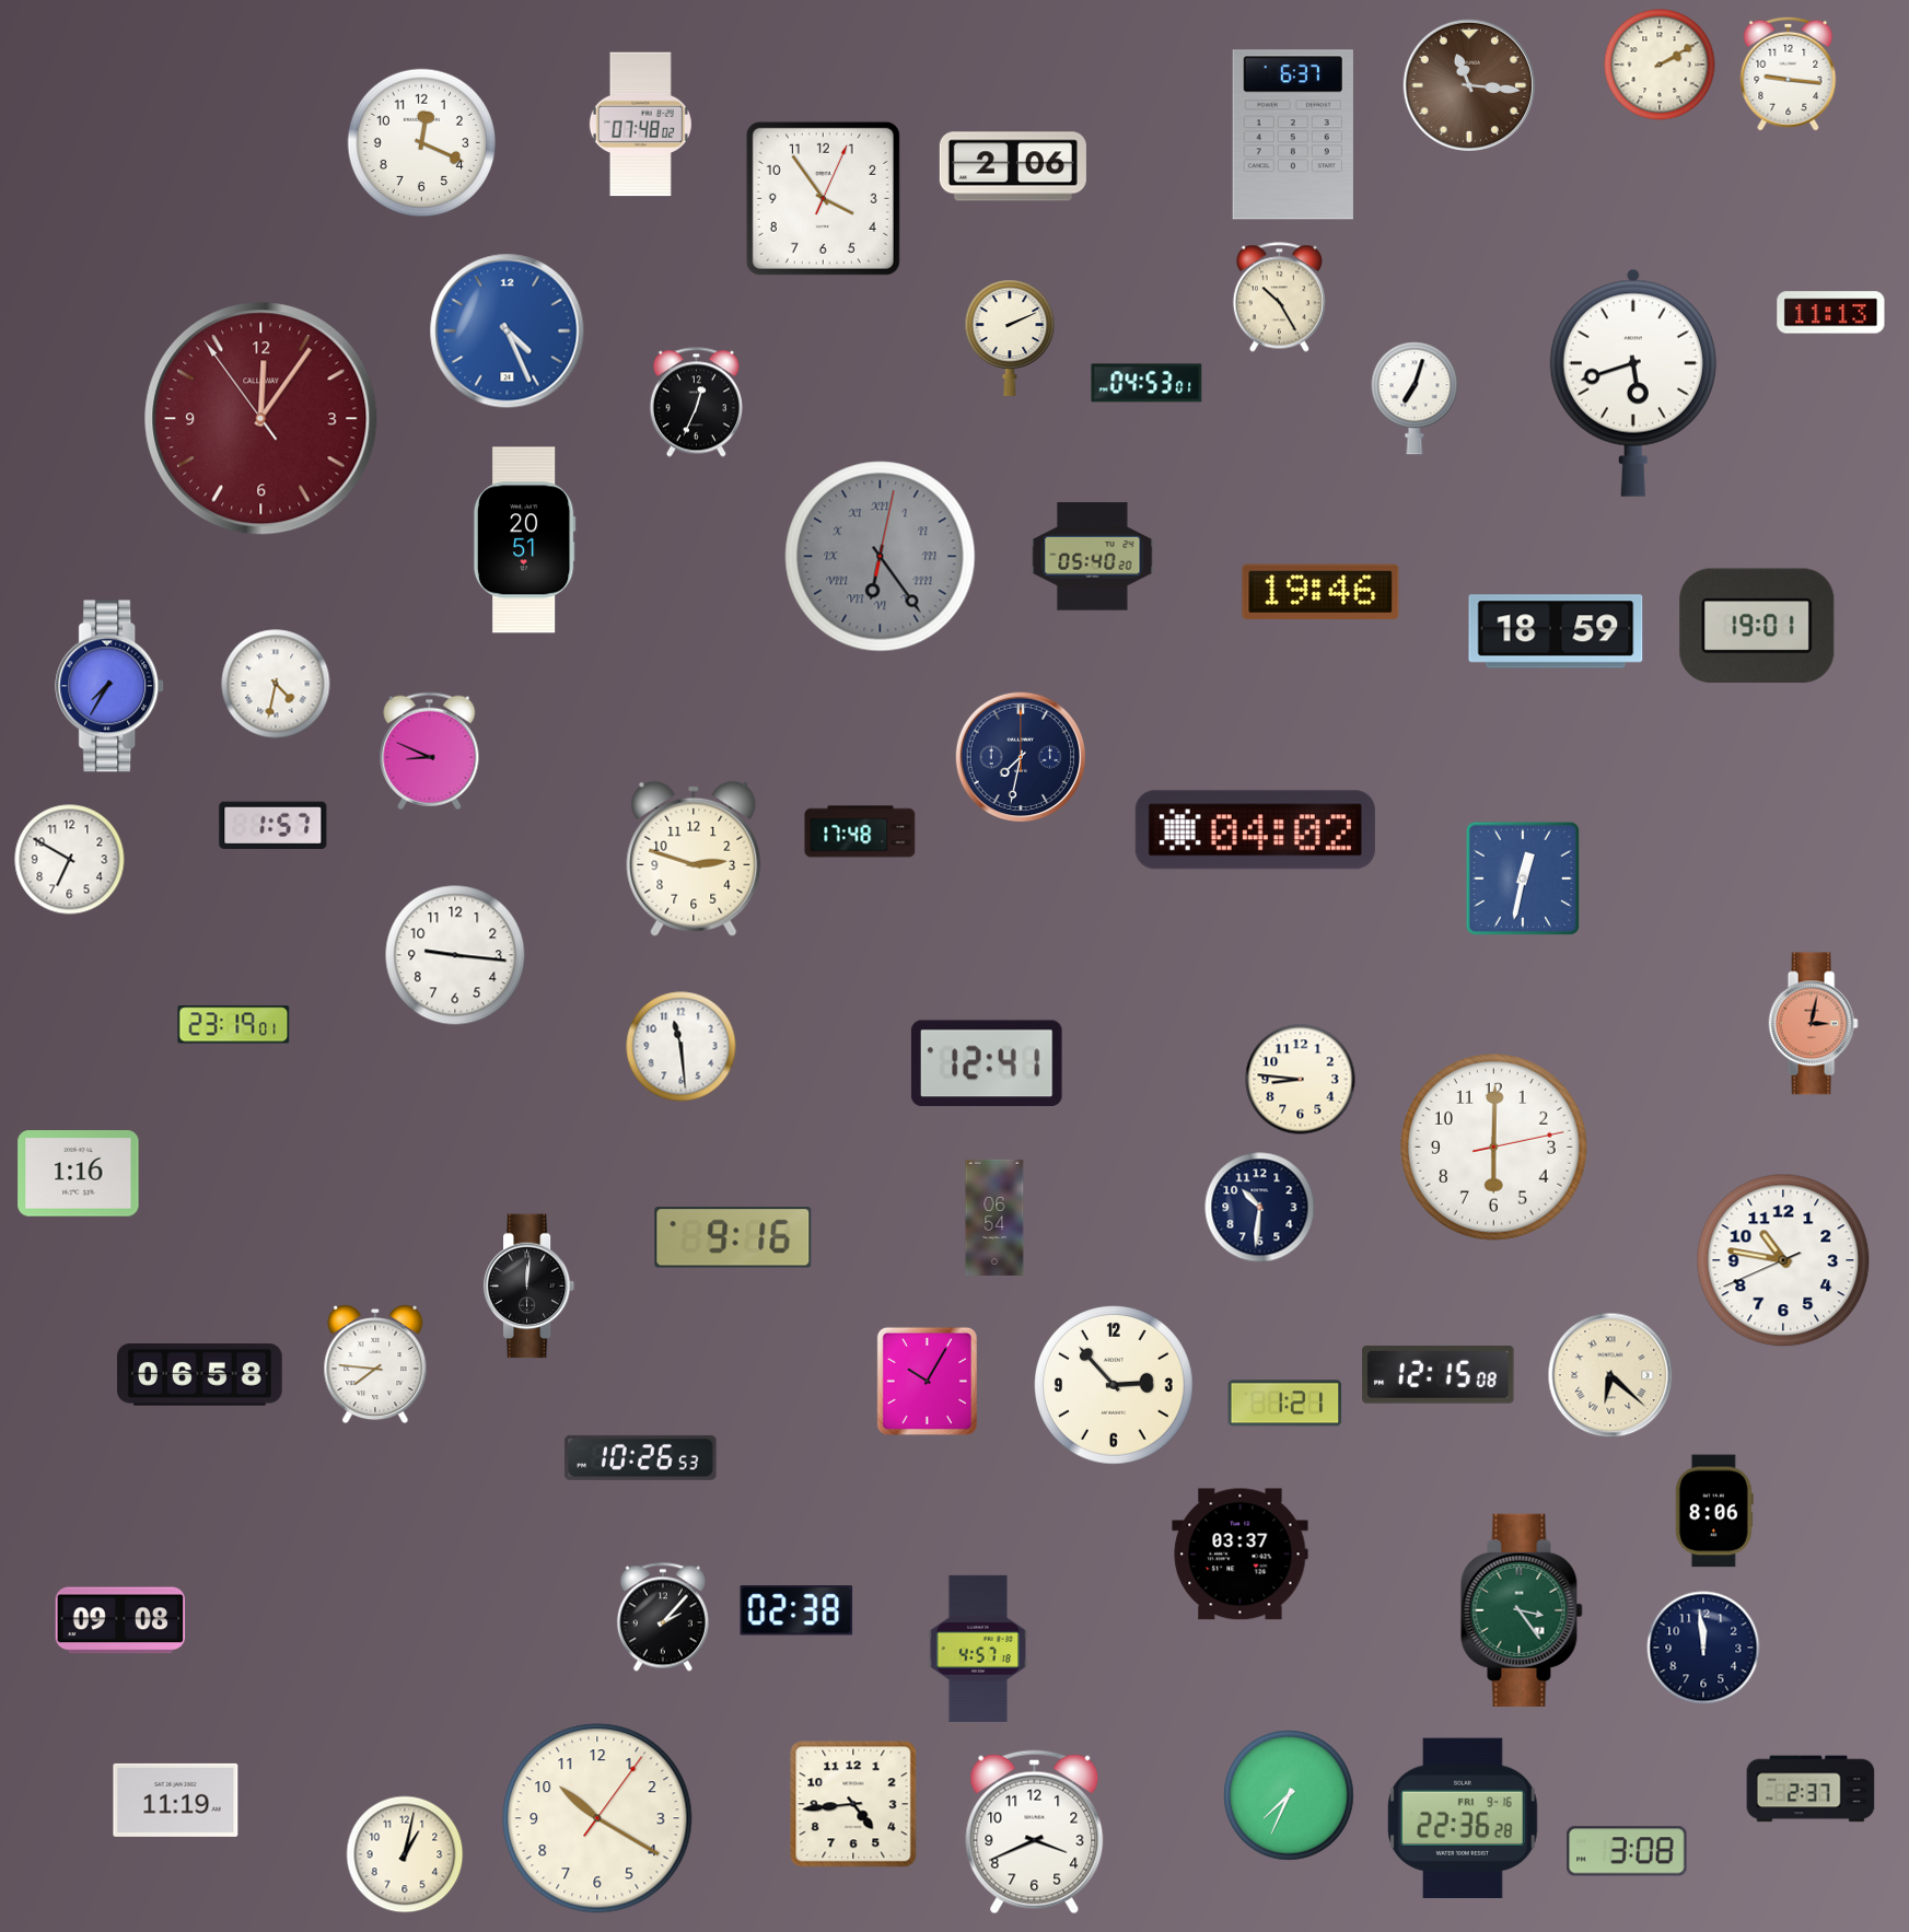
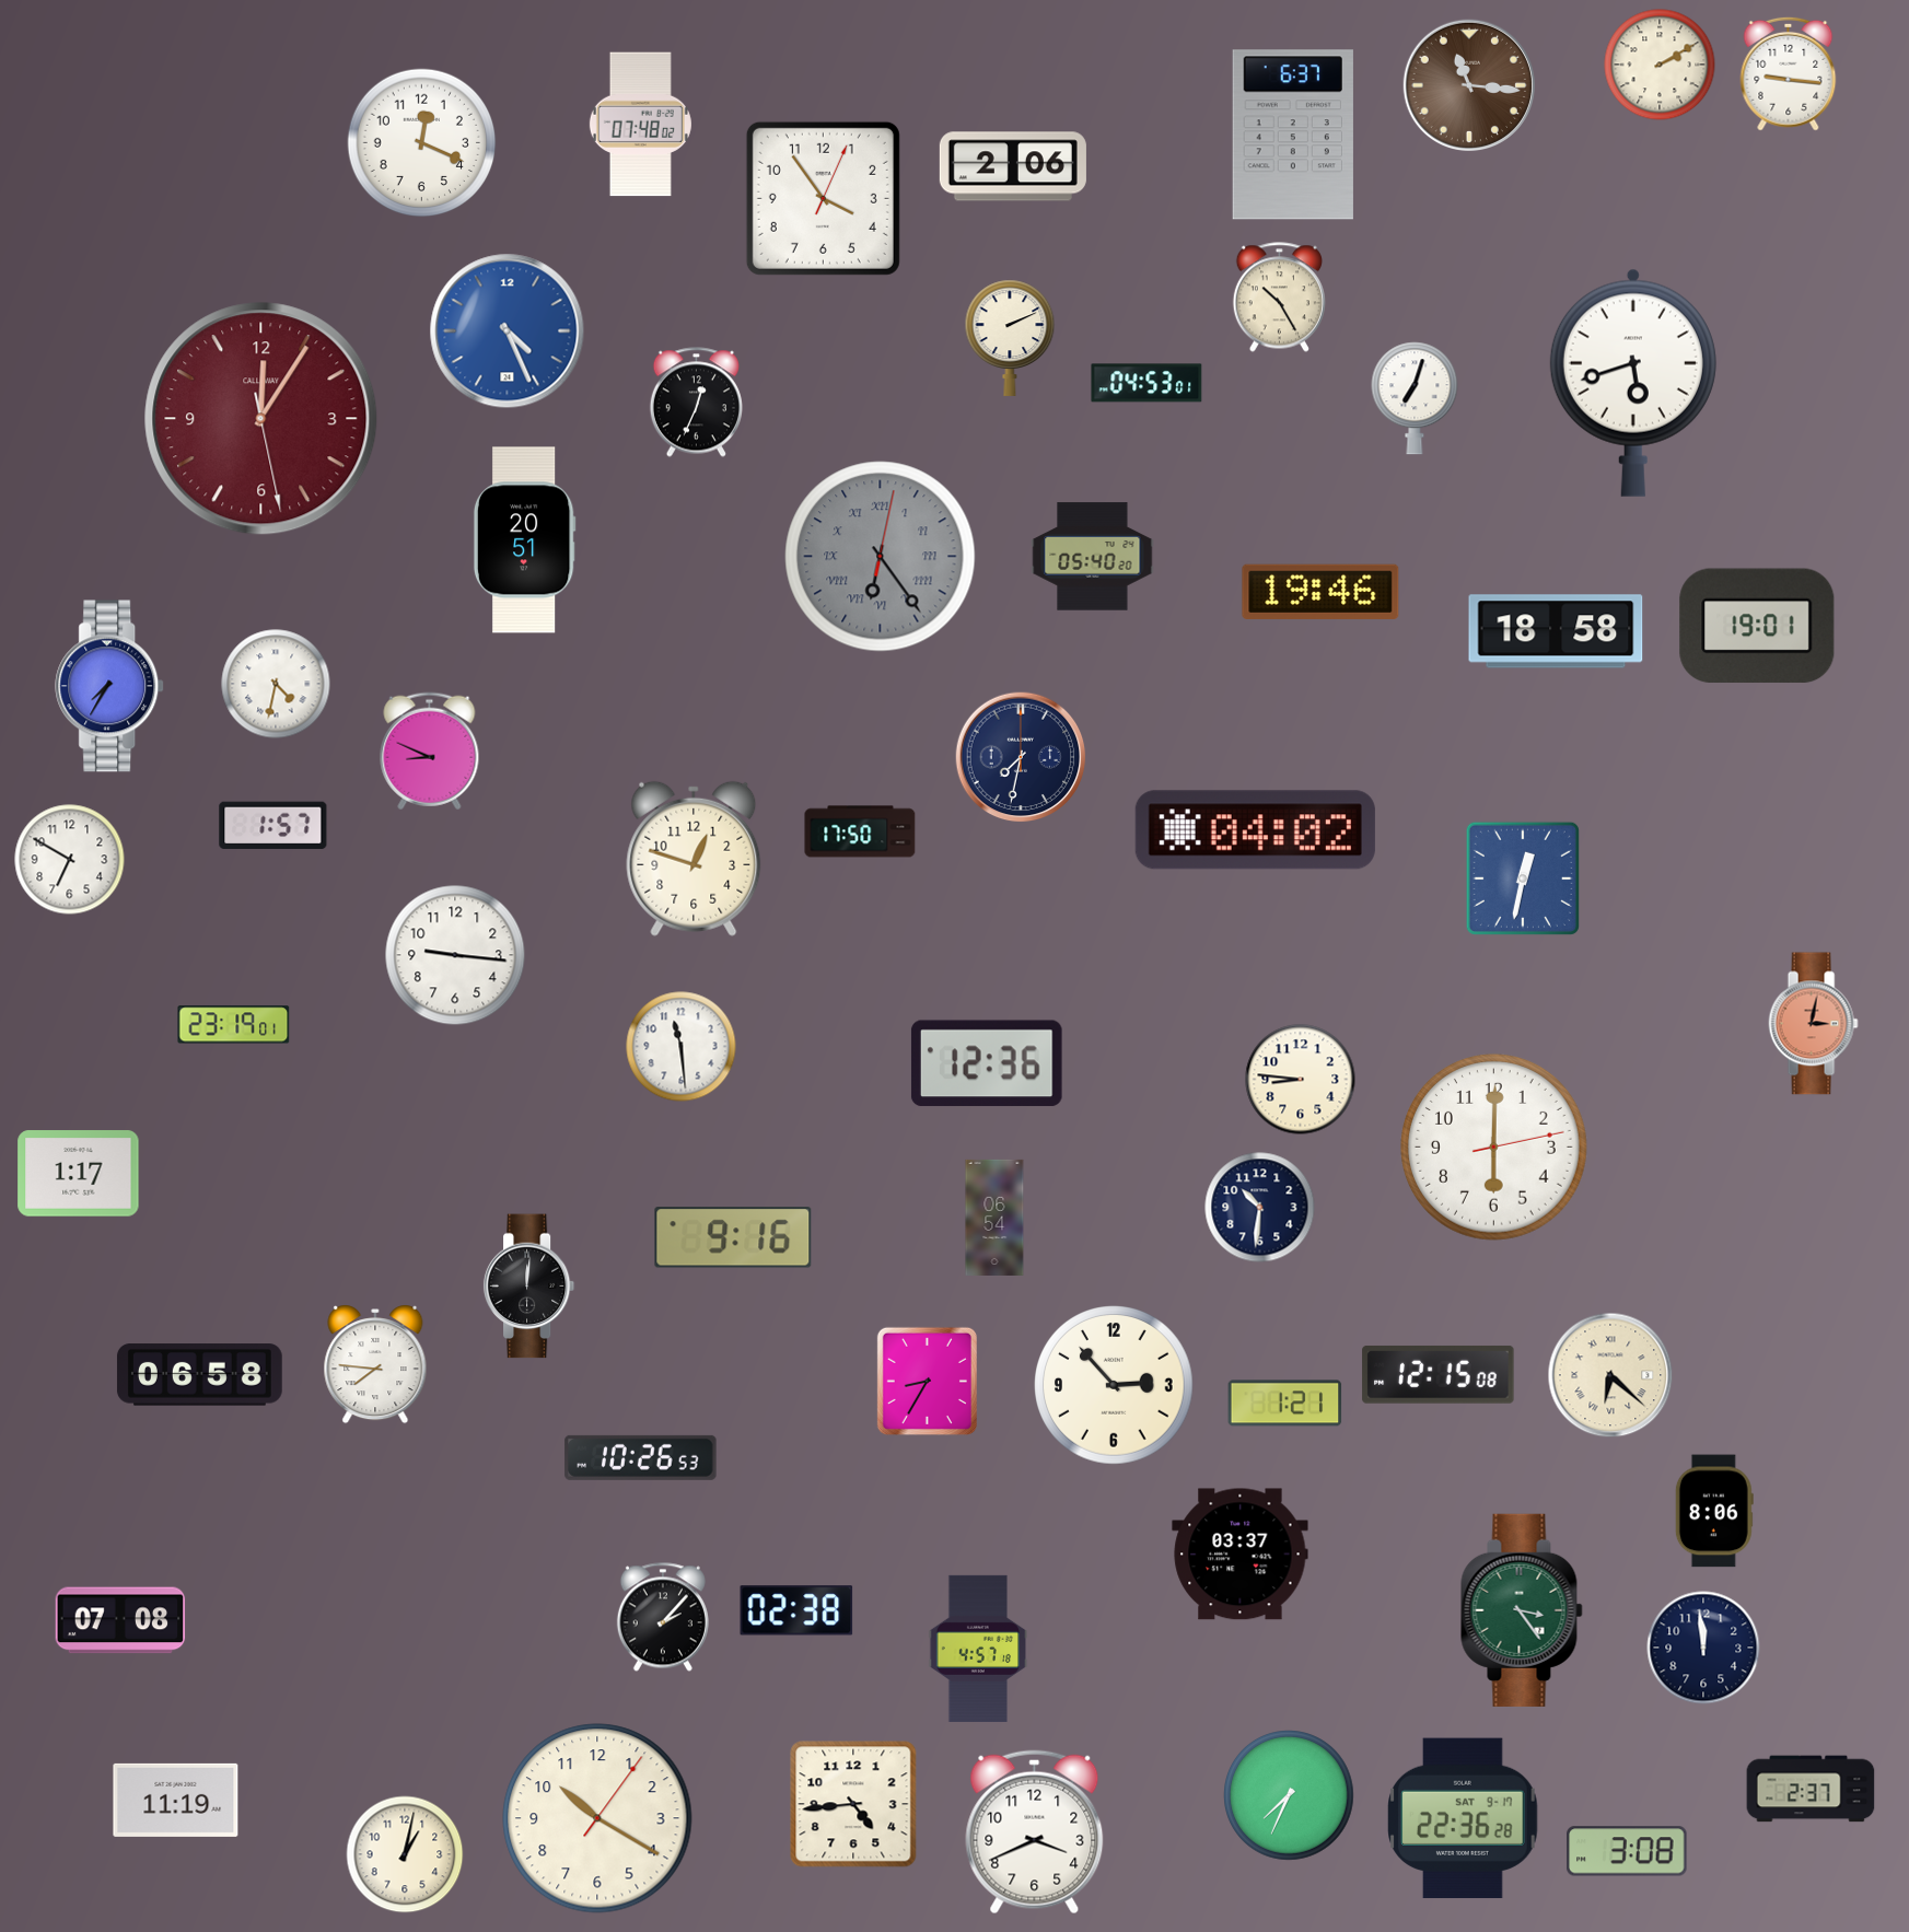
clock at (1831, 313): 11:13 -> none
clock at (261, 419): 12:05:54 -> 12:05:28
clock at (1556, 631): 18:59 -> 18:58
clock at (860, 831): 17:48 -> 17:50
clock at (694, 859): 2:48 -> 12:48
clock at (987, 1063): 12:41 -> 12:36
clock at (79, 1174): 1:16 -> 1:17
clock at (1783, 1260): 10:46 -> none
clock at (927, 1381): 10:05 -> 8:35
clock at (120, 1620): 09:08 -> 07:08
clock at (1463, 1818) date: FRI 9-16 -> SAT 9-17
